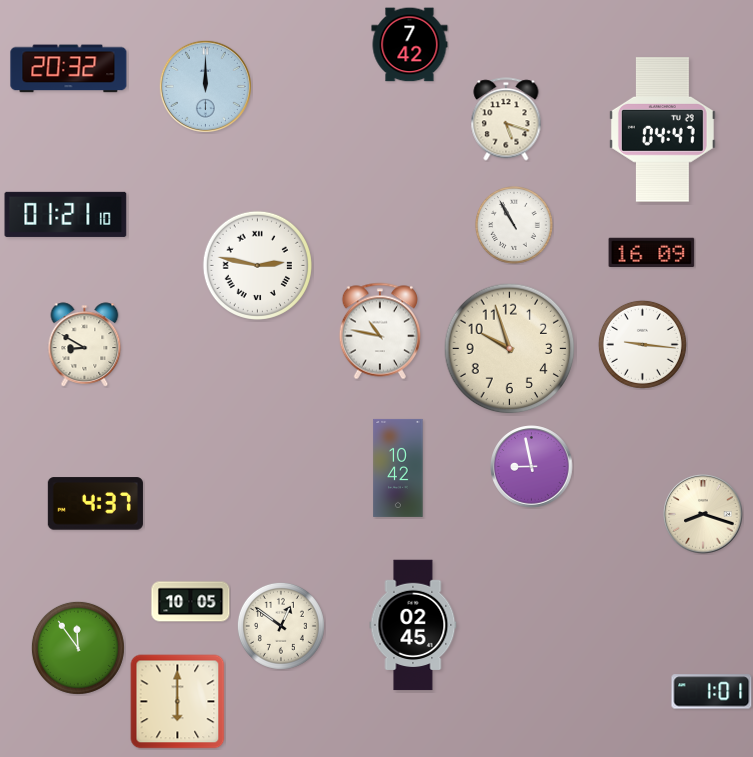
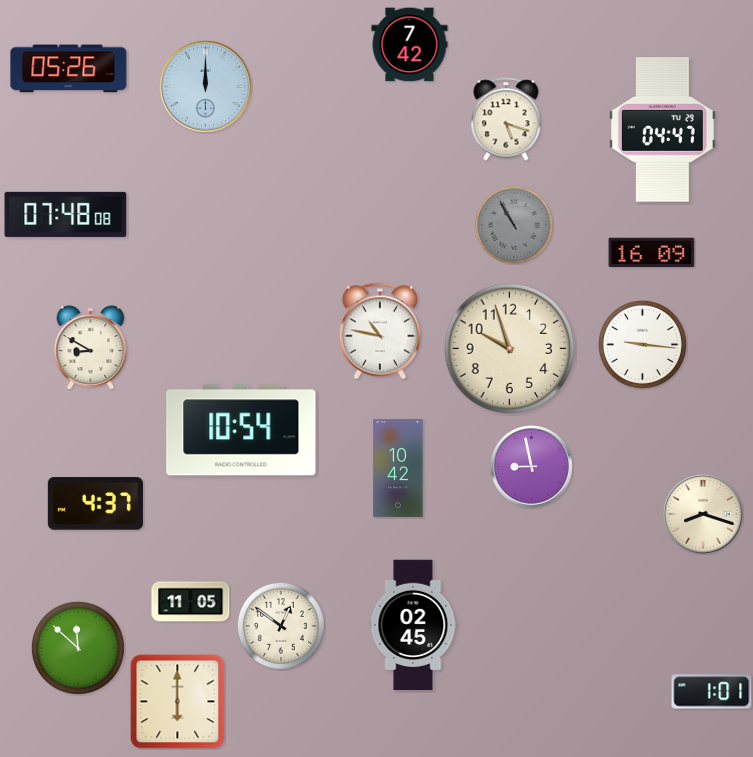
clock at (69, 69): 20:32 -> 05:26
clock at (66, 214): 01:21 -> 07:48
clock at (515, 226) dial: white -> grey
clock at (257, 265): 2:47 -> none
clock at (85, 345) position: (85, 345) -> (91, 348)
clock at (241, 430): none -> 10:54
clock at (191, 602): 10:05 -> 11:05
clock at (78, 648): 11:54 -> 11:52
